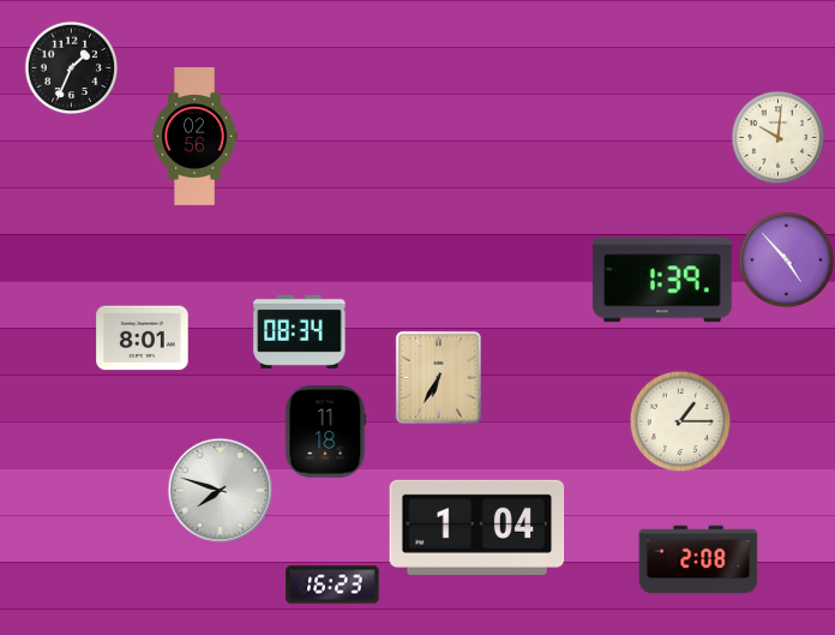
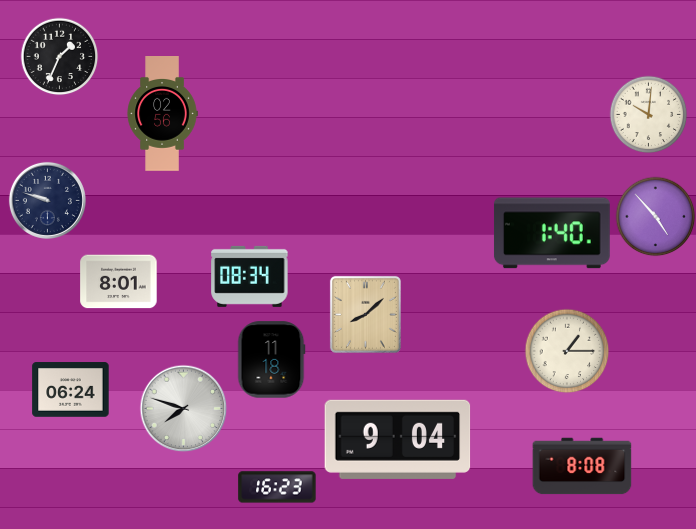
clock at (47, 200): none -> 9:48
clock at (662, 280): 1:39 -> 1:40
clock at (438, 377): 6:35 -> 8:08
clock at (71, 390): none -> 06:24
clock at (477, 527): 1:04 -> 9:04
clock at (698, 559): 2:08 -> 8:08
